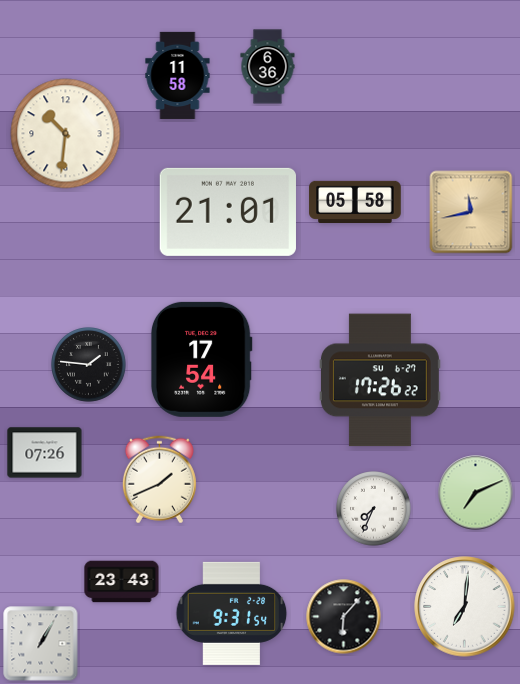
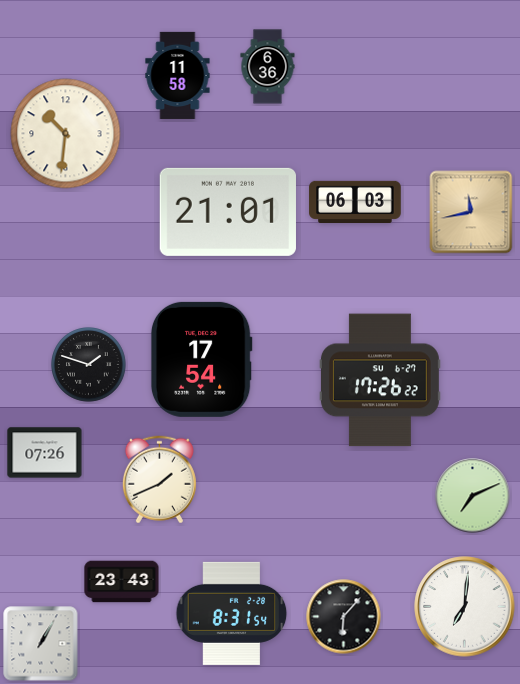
clock at (355, 201): 05:58 -> 06:03
clock at (89, 365): 1:46 -> 1:48
clock at (476, 493) position: (476, 493) -> (473, 496)
clock at (374, 509): 7:34 -> none
clock at (232, 613): 9:31 -> 8:31
